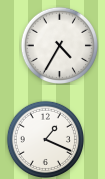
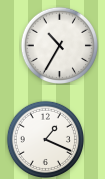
clock at (59, 45): 4:35 -> 10:35
